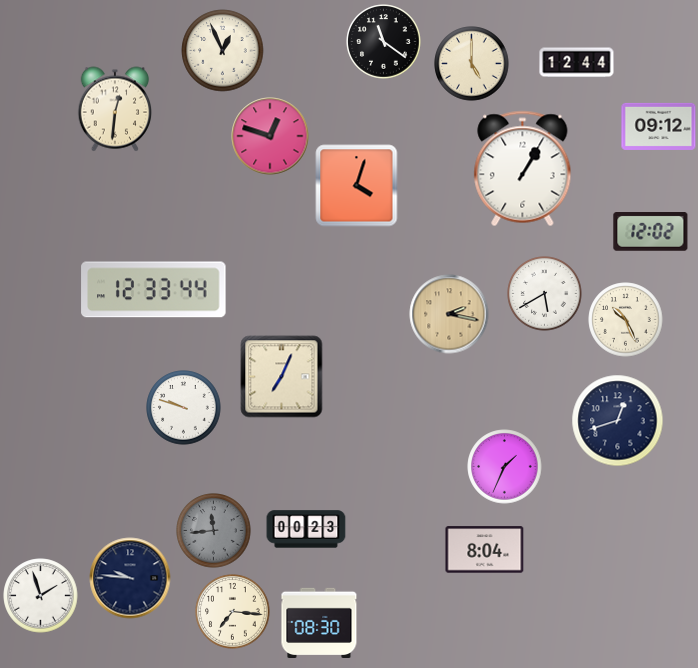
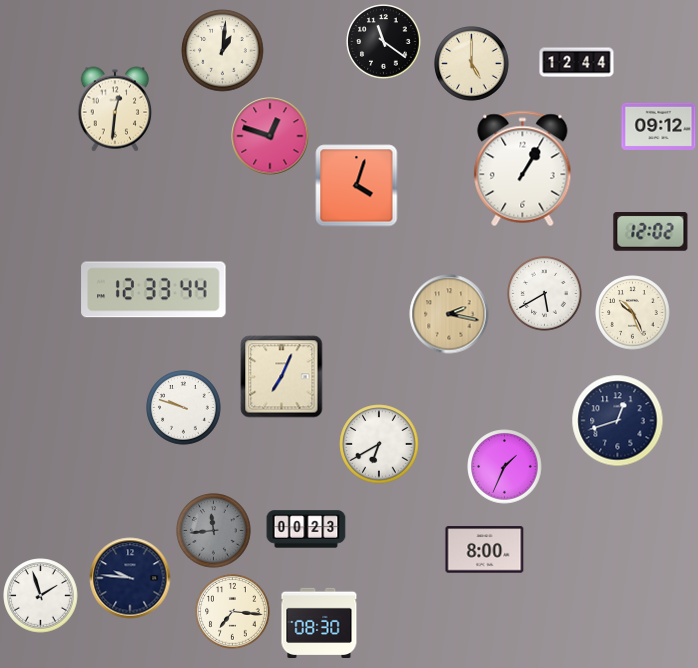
clock at (223, 51): 12:56 -> 1:01
clock at (626, 320) position: (626, 320) -> (633, 313)
clock at (379, 444): none -> 6:40
clock at (485, 550): 8:04 -> 8:00
